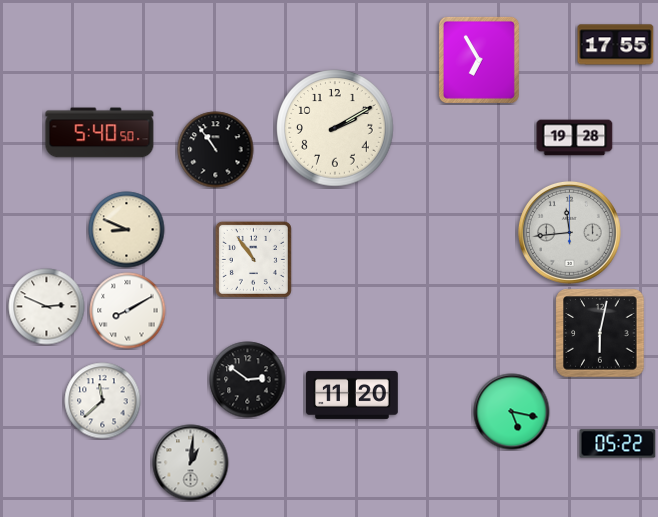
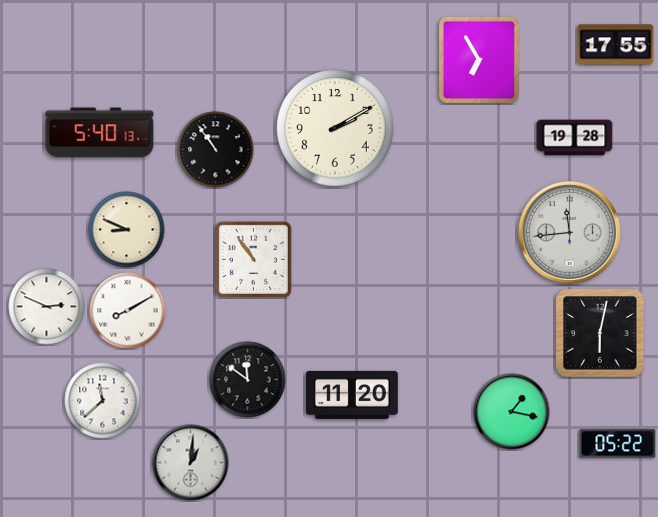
clock at (100, 133): 5:40:50 -> 5:40:13
clock at (248, 380): 2:51 -> 11:51
clock at (512, 412): 5:17 -> 1:17
